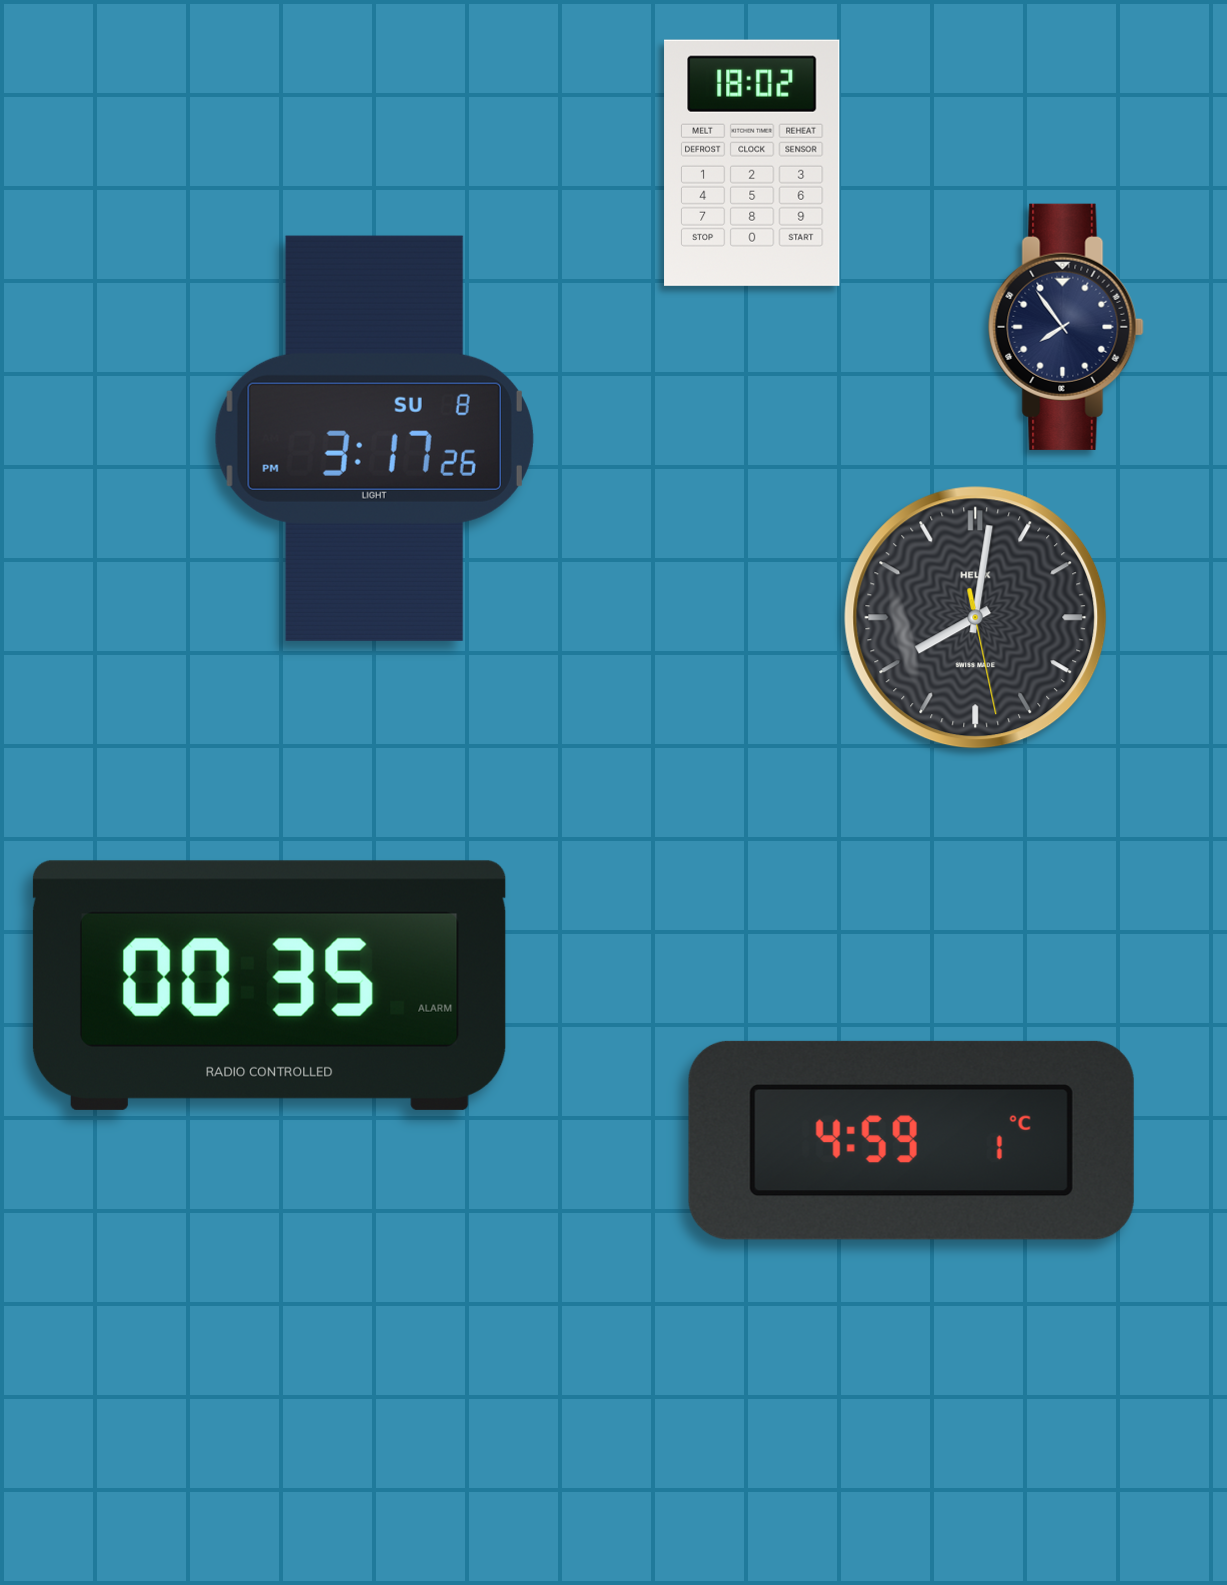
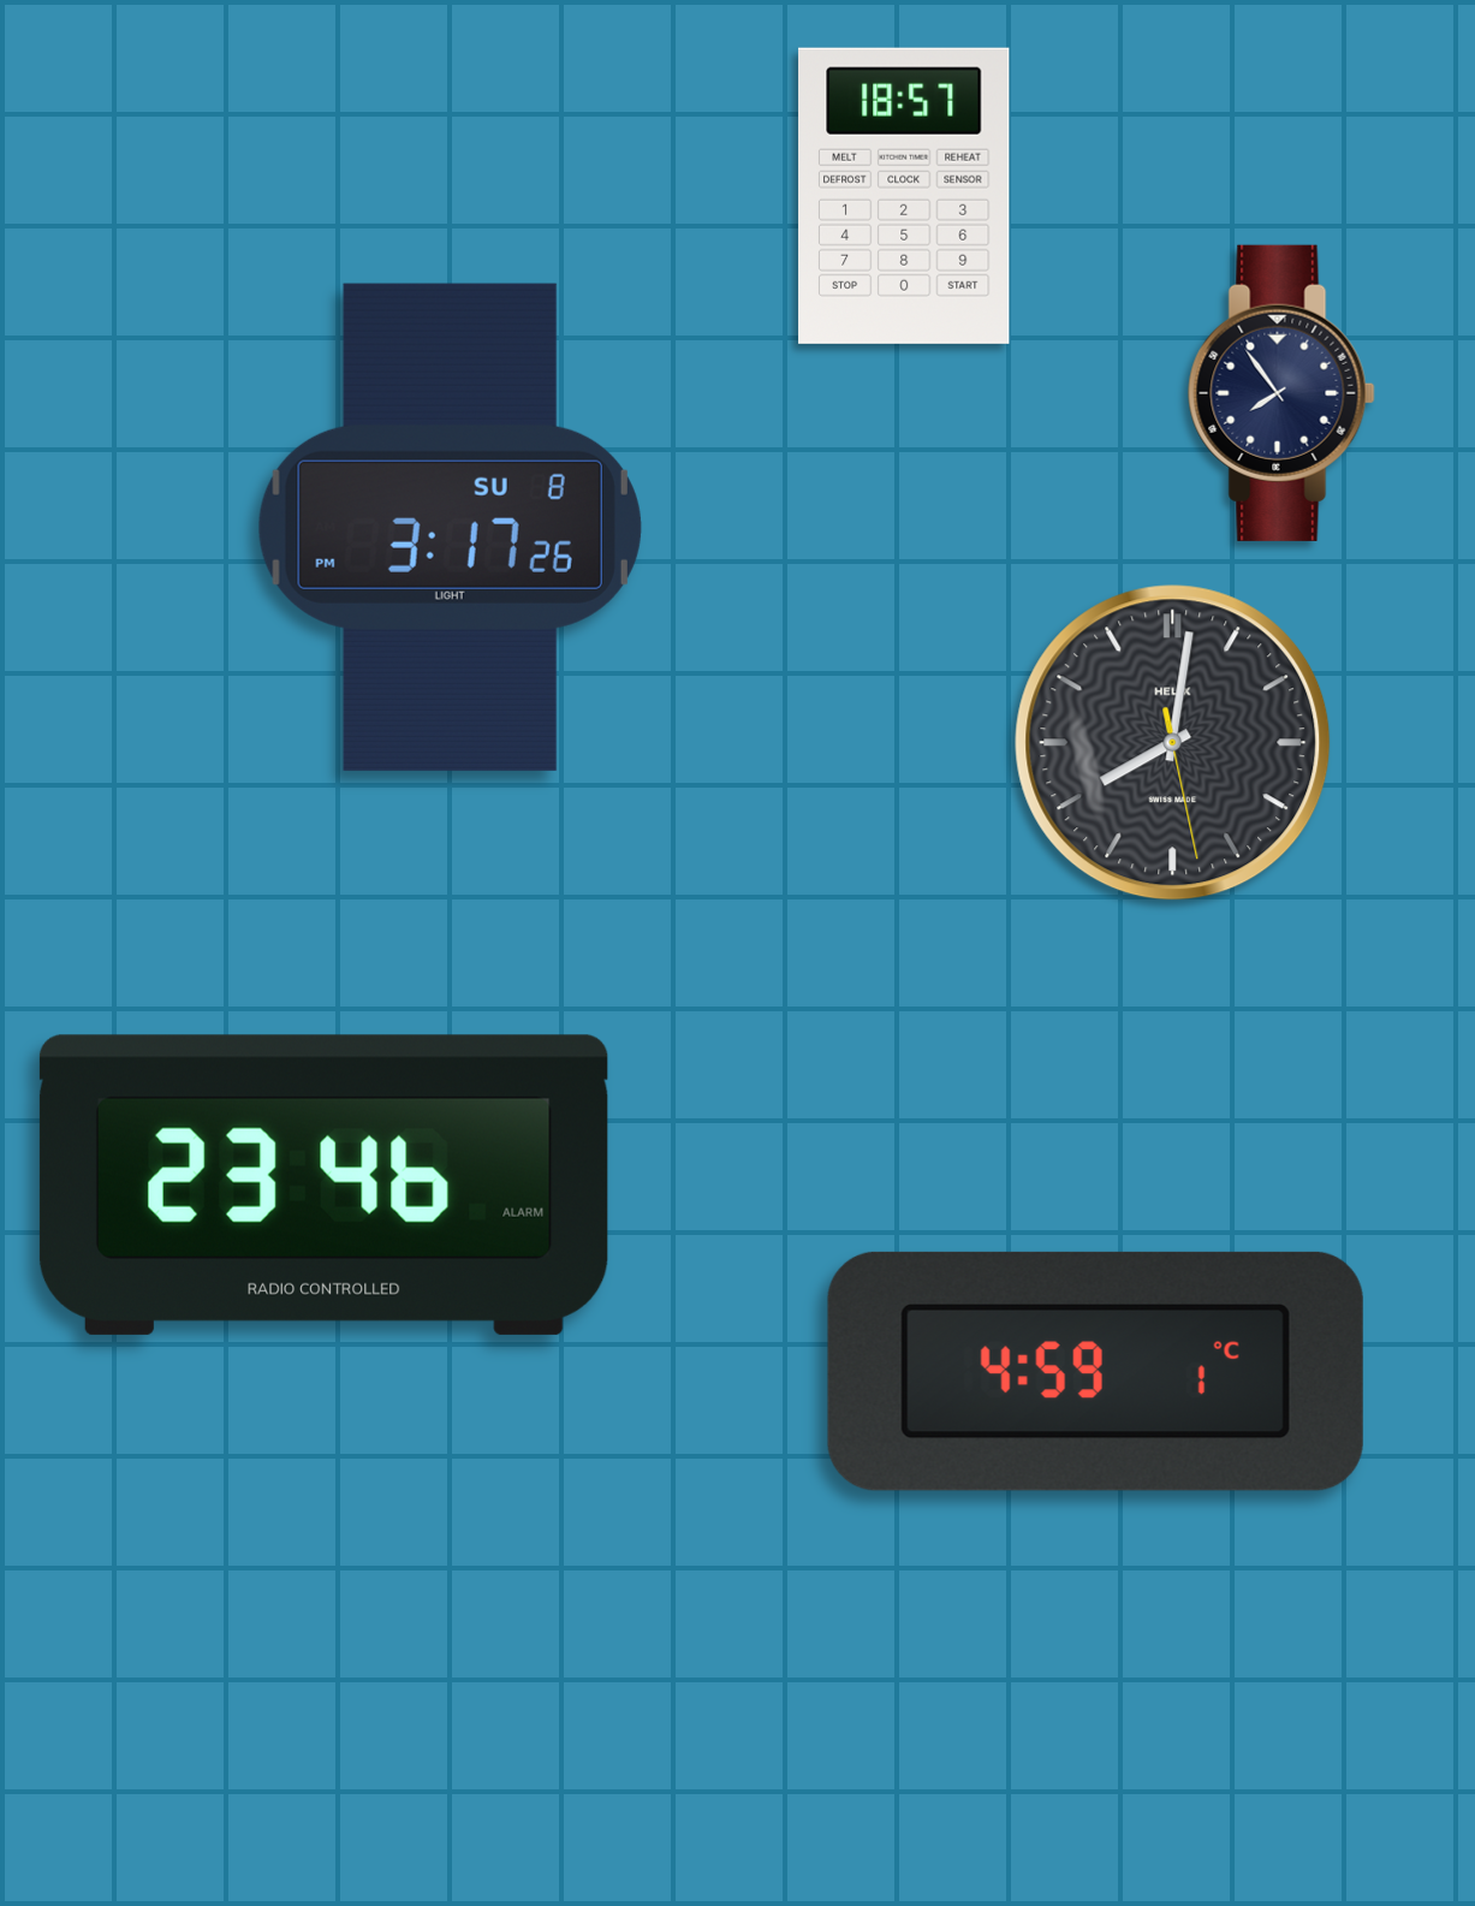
clock at (752, 163): 18:02 -> 18:57
clock at (269, 985): 00:35 -> 23:46
